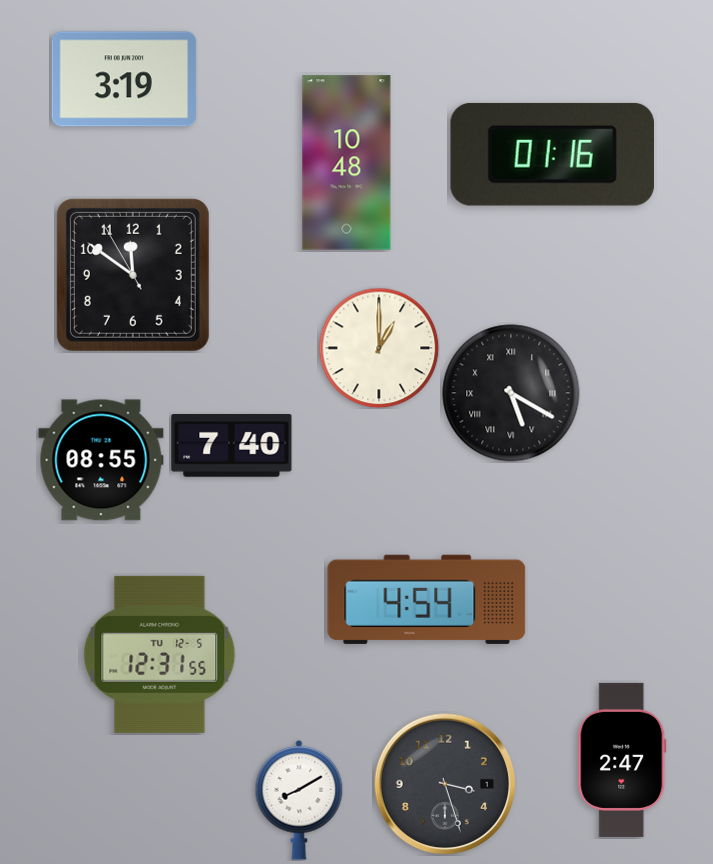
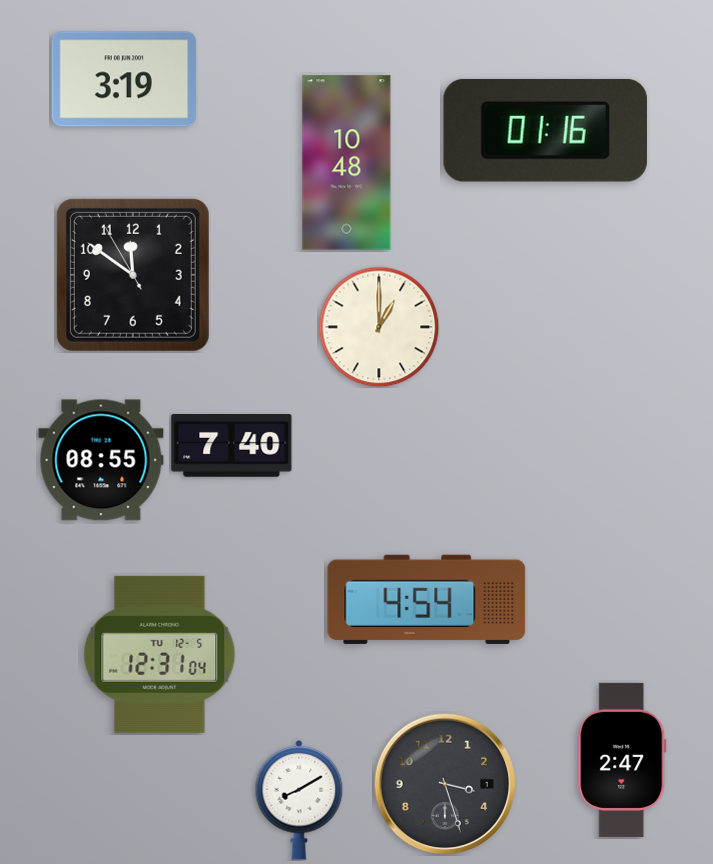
clock at (552, 154) position: (552, 154) -> (545, 130)
clock at (379, 348) position: (379, 348) -> (379, 327)
clock at (511, 393): 5:20 -> none
clock at (160, 654): 12:31:55 -> 12:31:04
